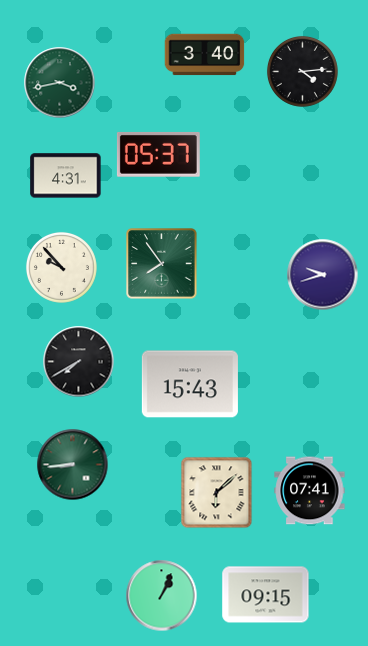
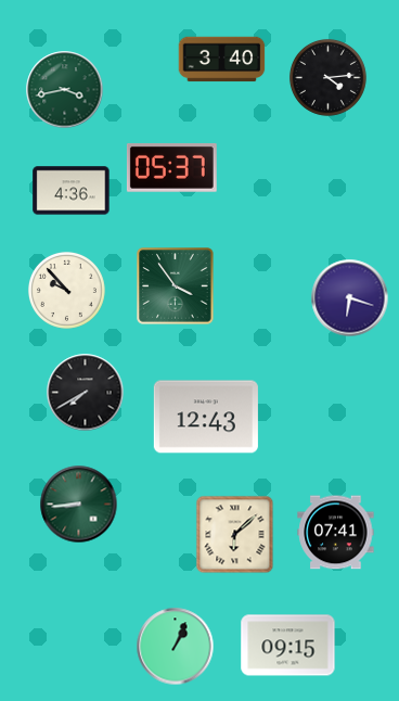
clock at (66, 176): 4:31 -> 4:36
clock at (162, 264): 7:54 -> 3:54
clock at (323, 275): 9:42 -> 6:18
clock at (190, 384): 15:43 -> 12:43
